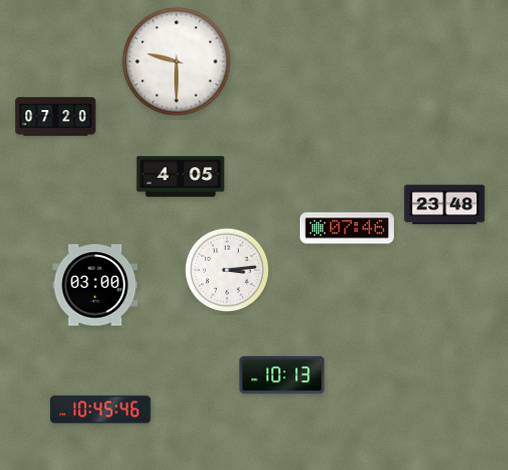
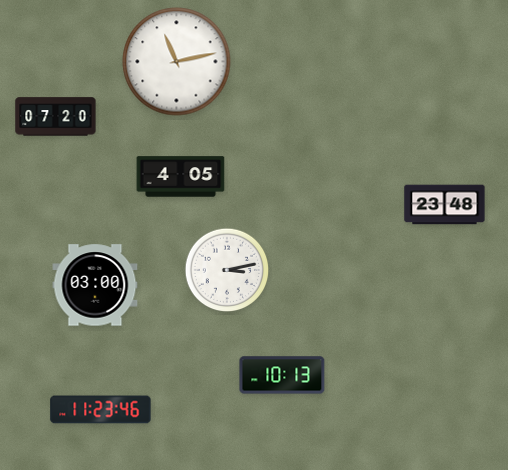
clock at (177, 62): 9:30 -> 11:13
clock at (347, 228): 07:46 -> none
clock at (227, 270): 3:14 -> 3:13
clock at (101, 410): 10:45 -> 11:23
